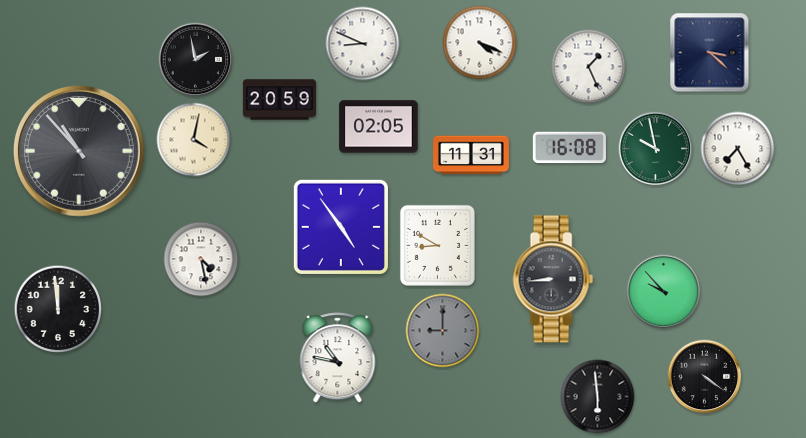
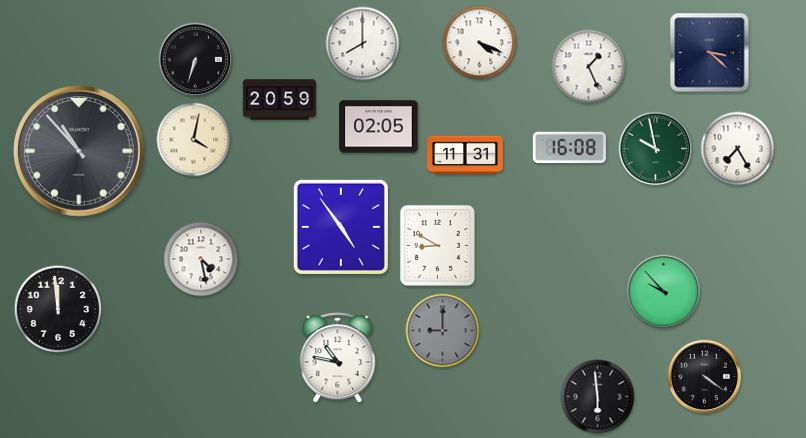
clock at (363, 44): 8:49 -> 8:00
clock at (196, 60): 1:58 -> 6:33
clock at (472, 155) position: (472, 155) -> (466, 155)
clock at (553, 279): 8:44 -> none
